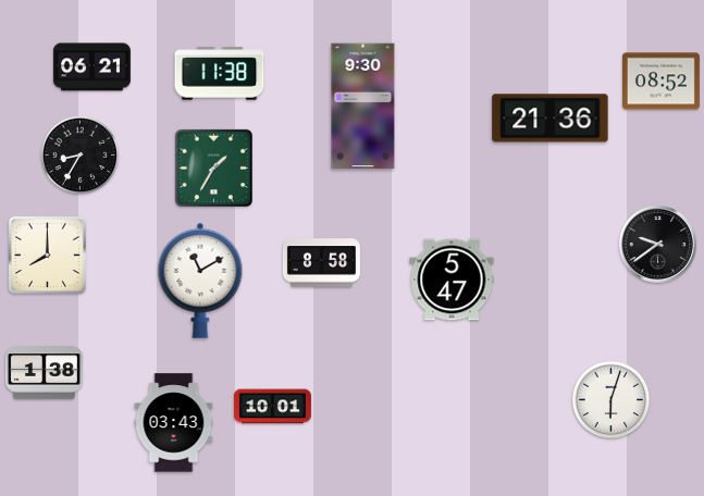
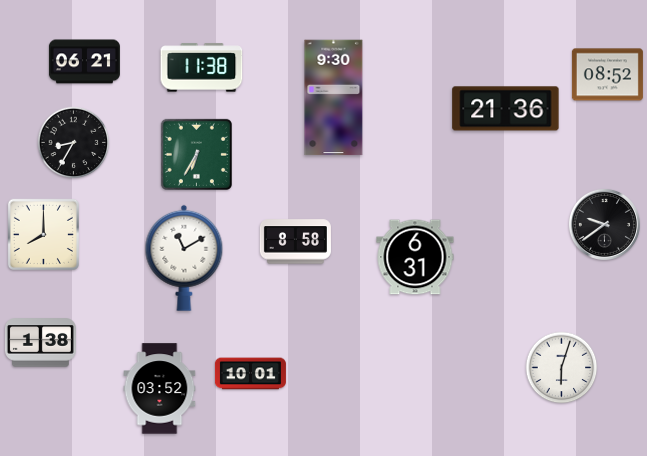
clock at (213, 168): 1:35 -> 6:35
clock at (452, 280): 5:47 -> 6:31
clock at (174, 423): 03:43 -> 03:52
